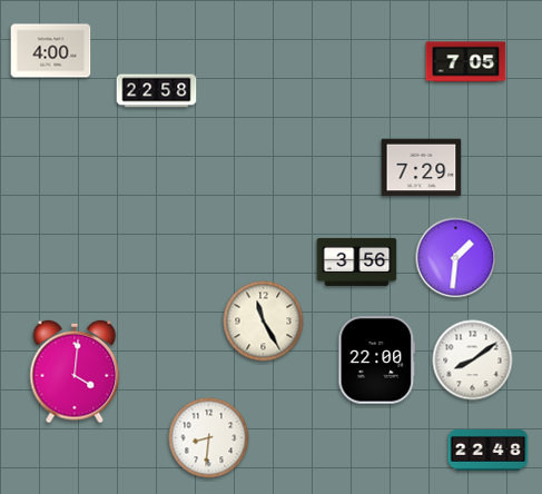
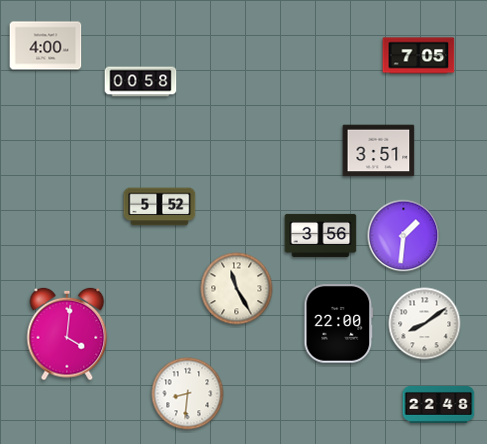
clock at (157, 91): 22:58 -> 00:58
clock at (422, 168): 7:29 -> 3:51
clock at (160, 207): none -> 5:52
clock at (456, 258) position: (456, 258) -> (404, 236)
